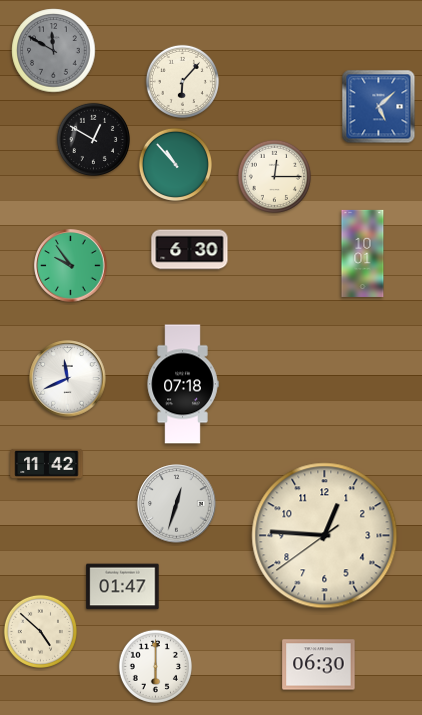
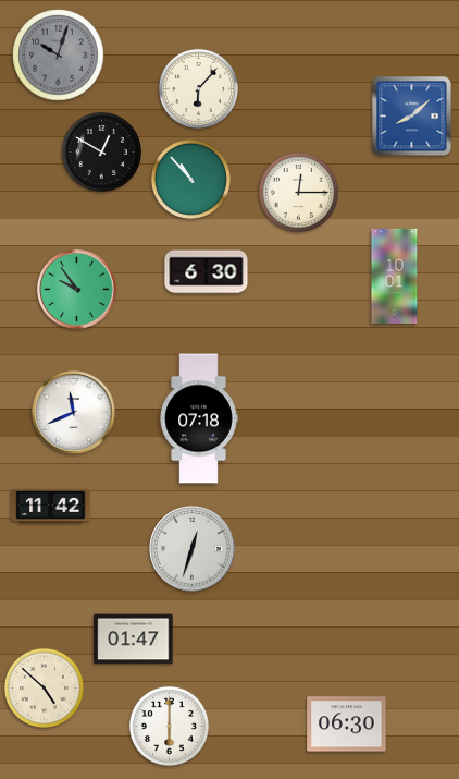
clock at (54, 51): 11:50 -> 10:03
clock at (379, 107): 5:08 -> 8:08
clock at (325, 536): 12:45 -> none
